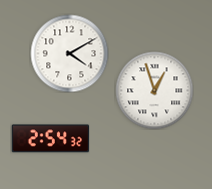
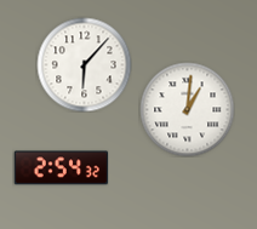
clock at (69, 53): 4:10 -> 6:07
clock at (154, 90): 12:57 -> 1:01
